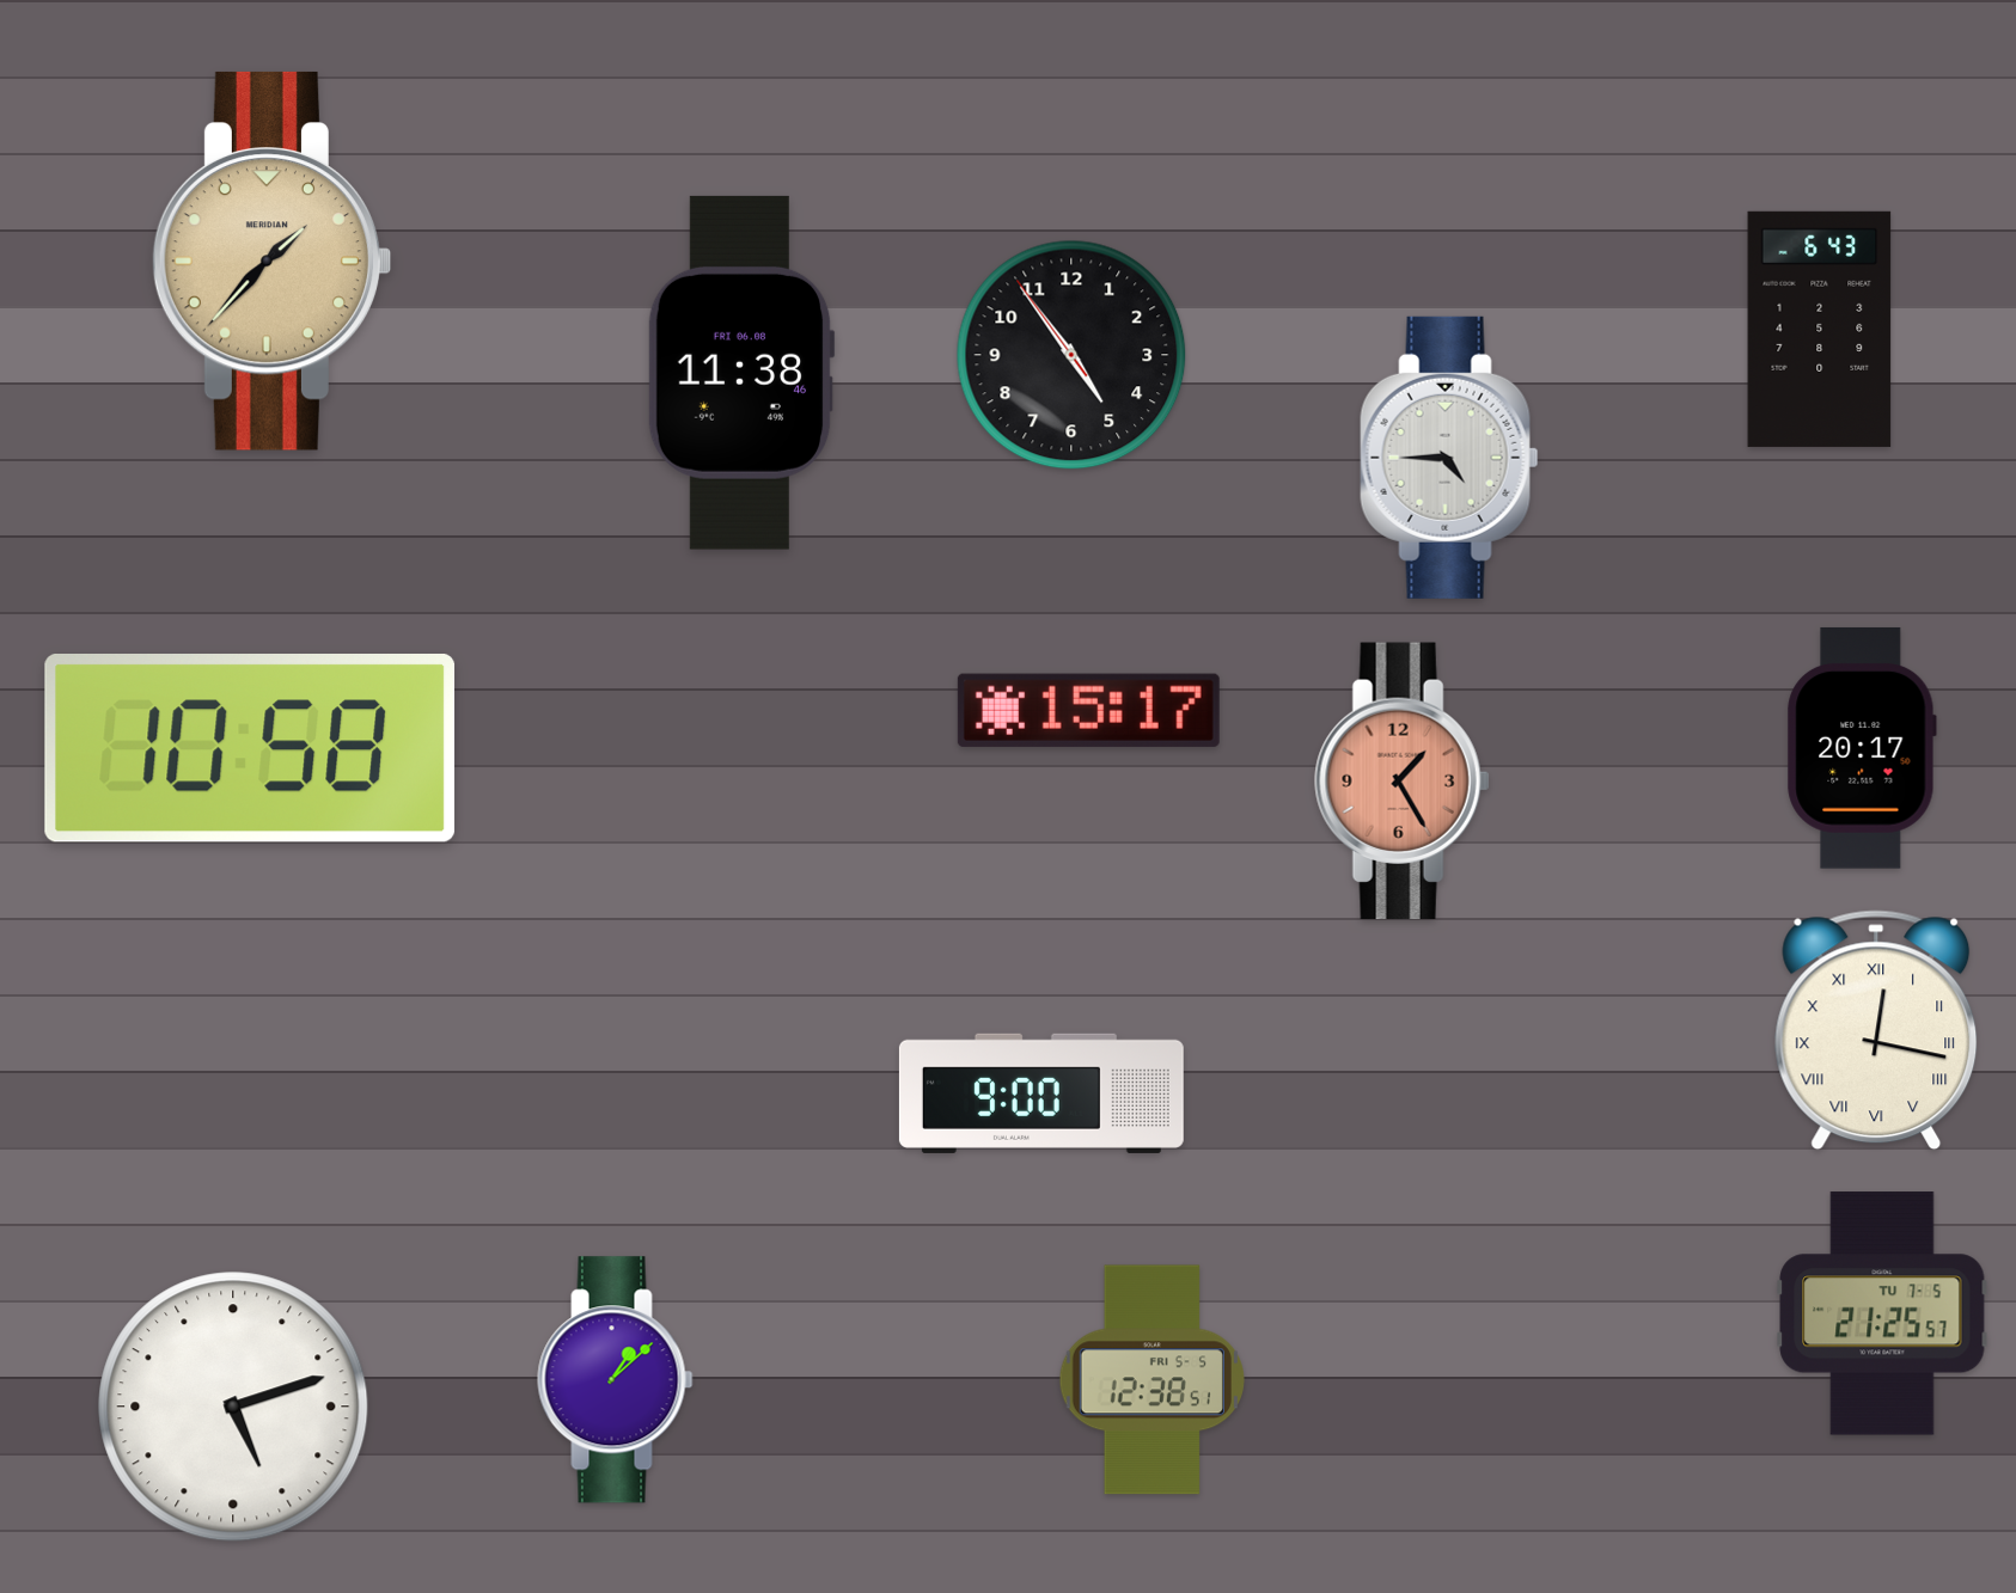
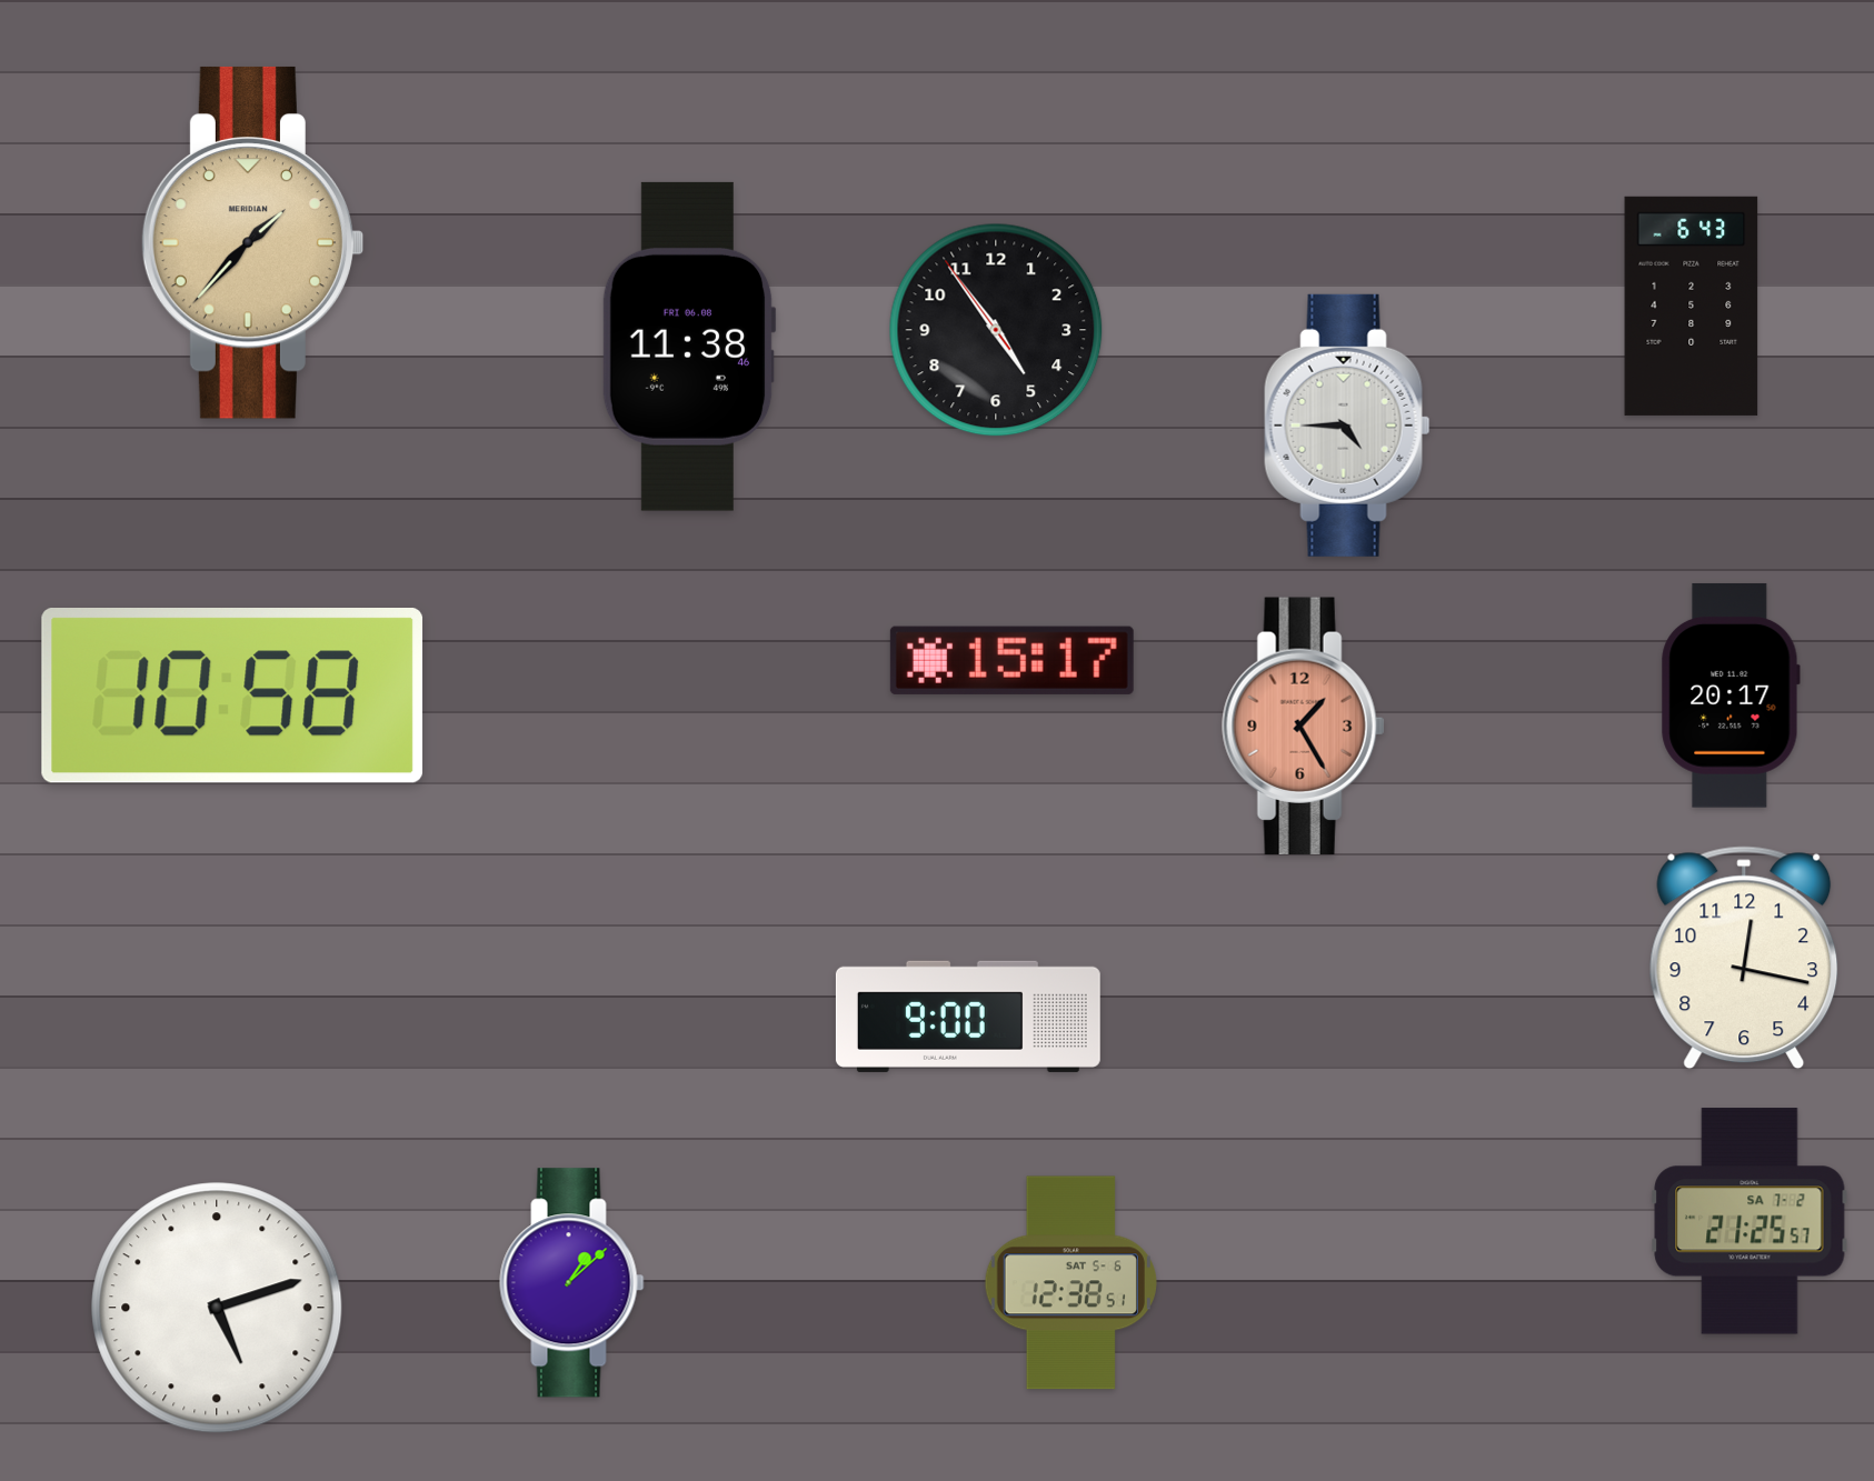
clock at (1876, 1030) numerals: Roman -> Arabic
clock at (1882, 1313) date: TU 7-5 -> SA 7-2
clock at (1151, 1380) date: FRI 5-5 -> SAT 5-6
